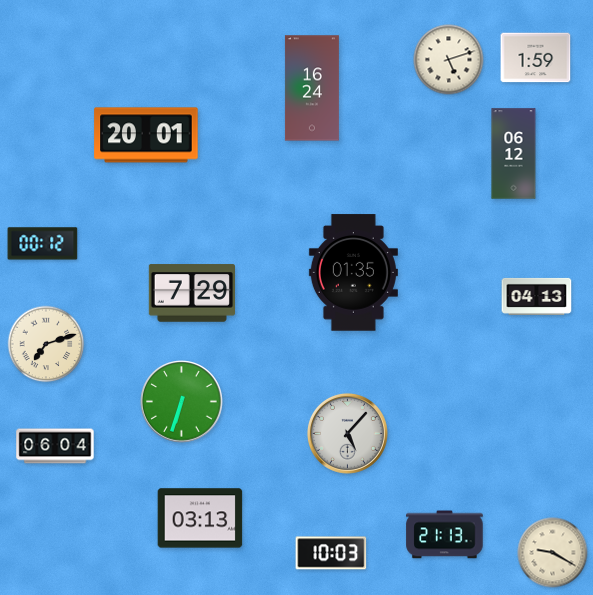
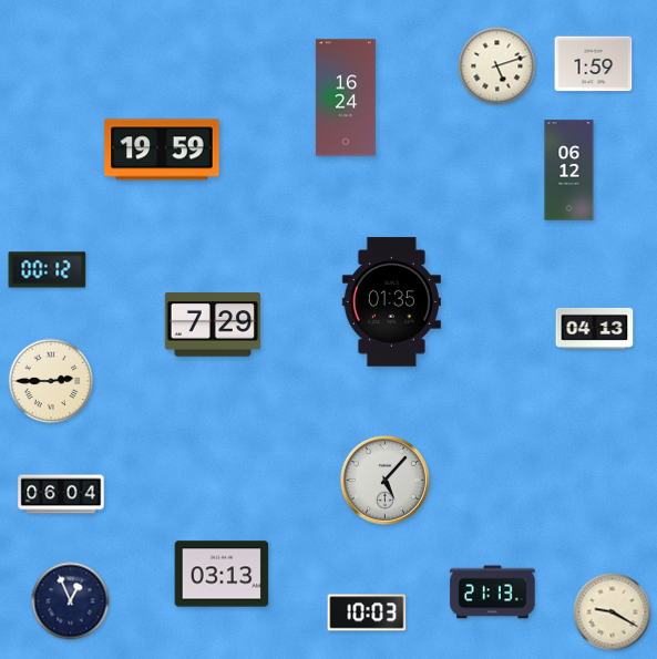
clock at (146, 135): 20:01 -> 19:59
clock at (46, 344): 7:12 -> 2:45
clock at (182, 402): 6:33 -> none
clock at (71, 601): none -> 12:56
